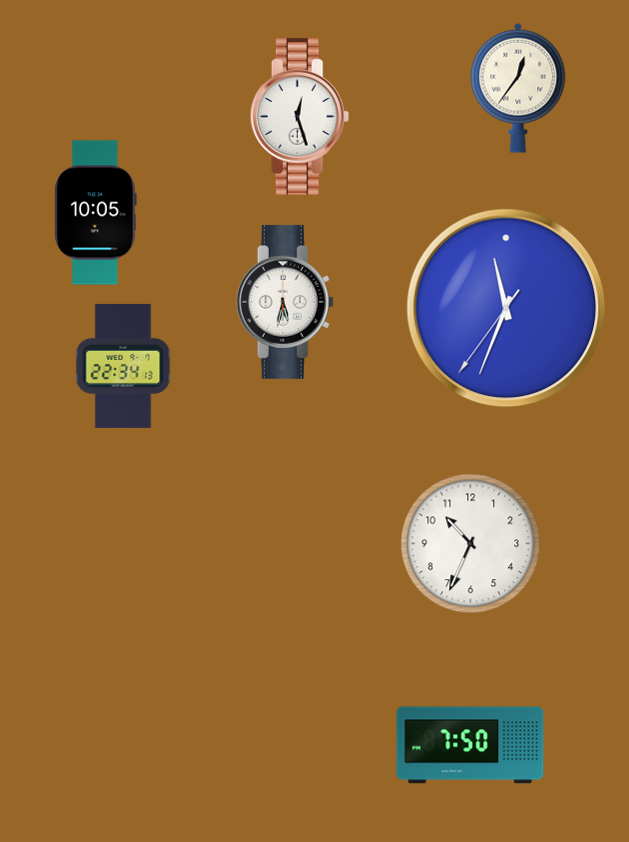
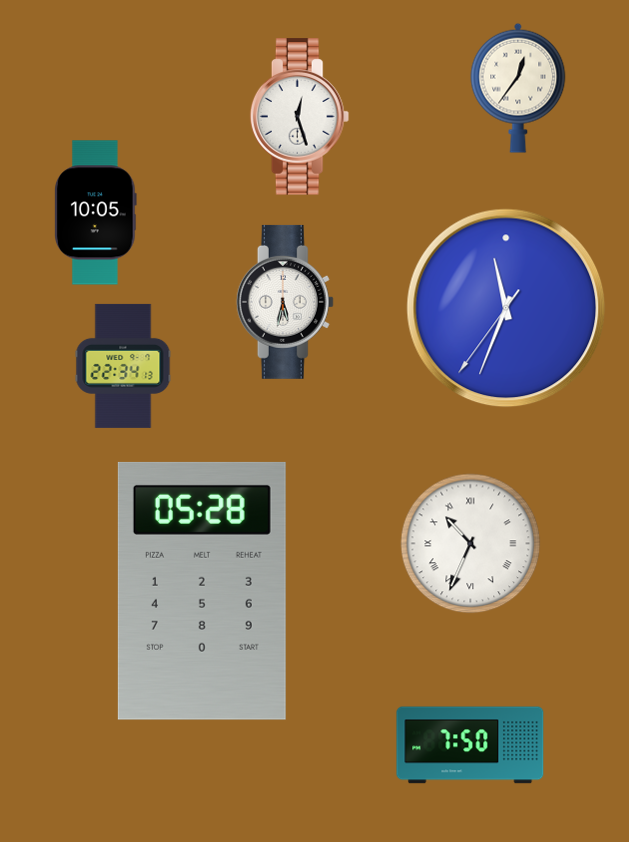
clock at (471, 544) numerals: Arabic -> Roman
clock at (202, 591): none -> 05:28
